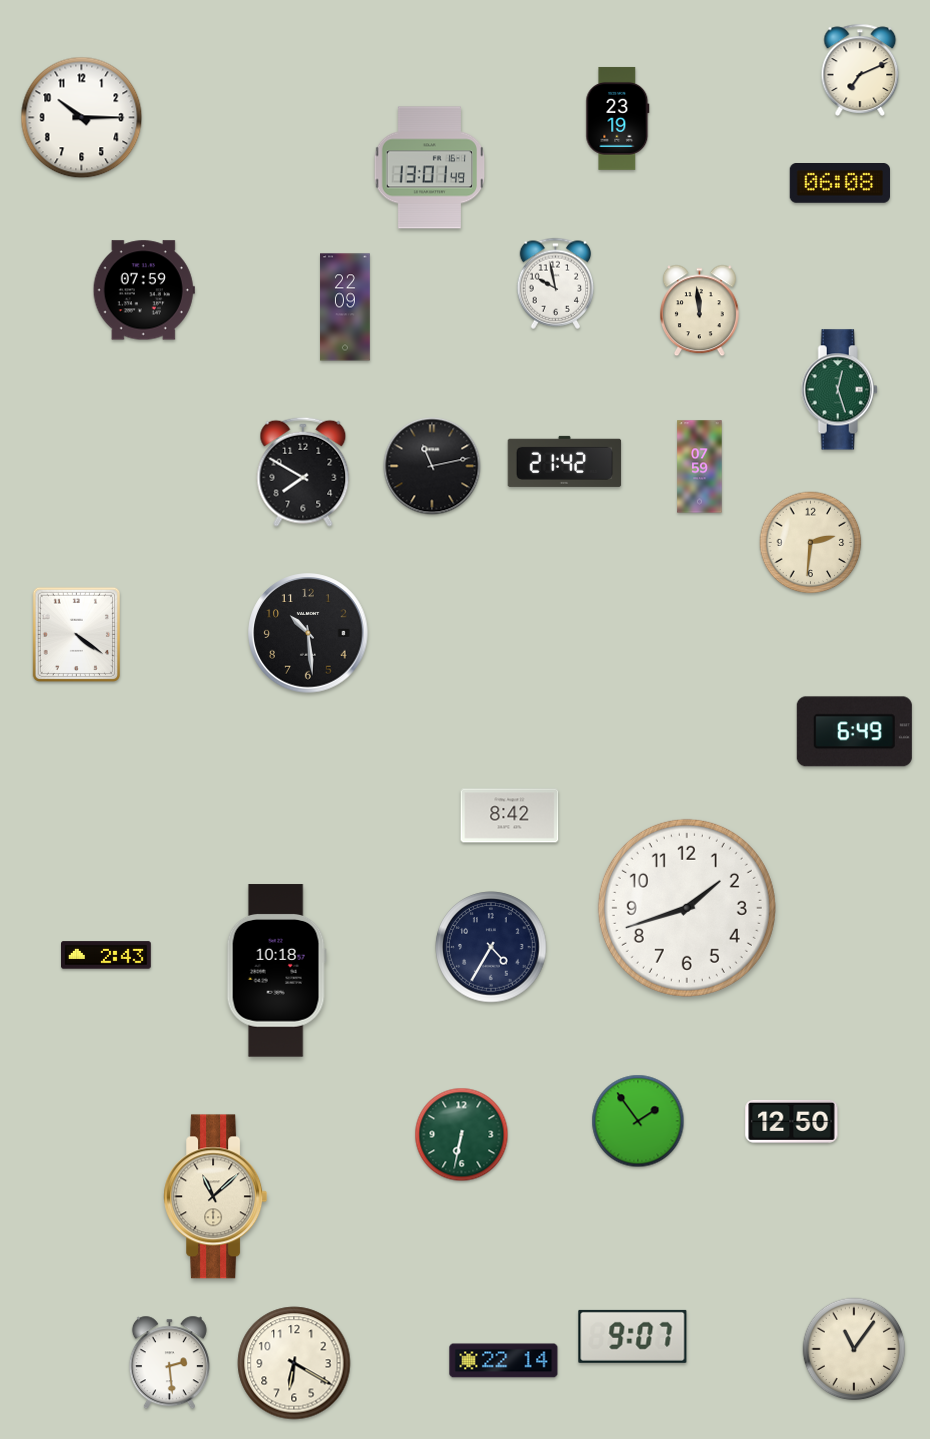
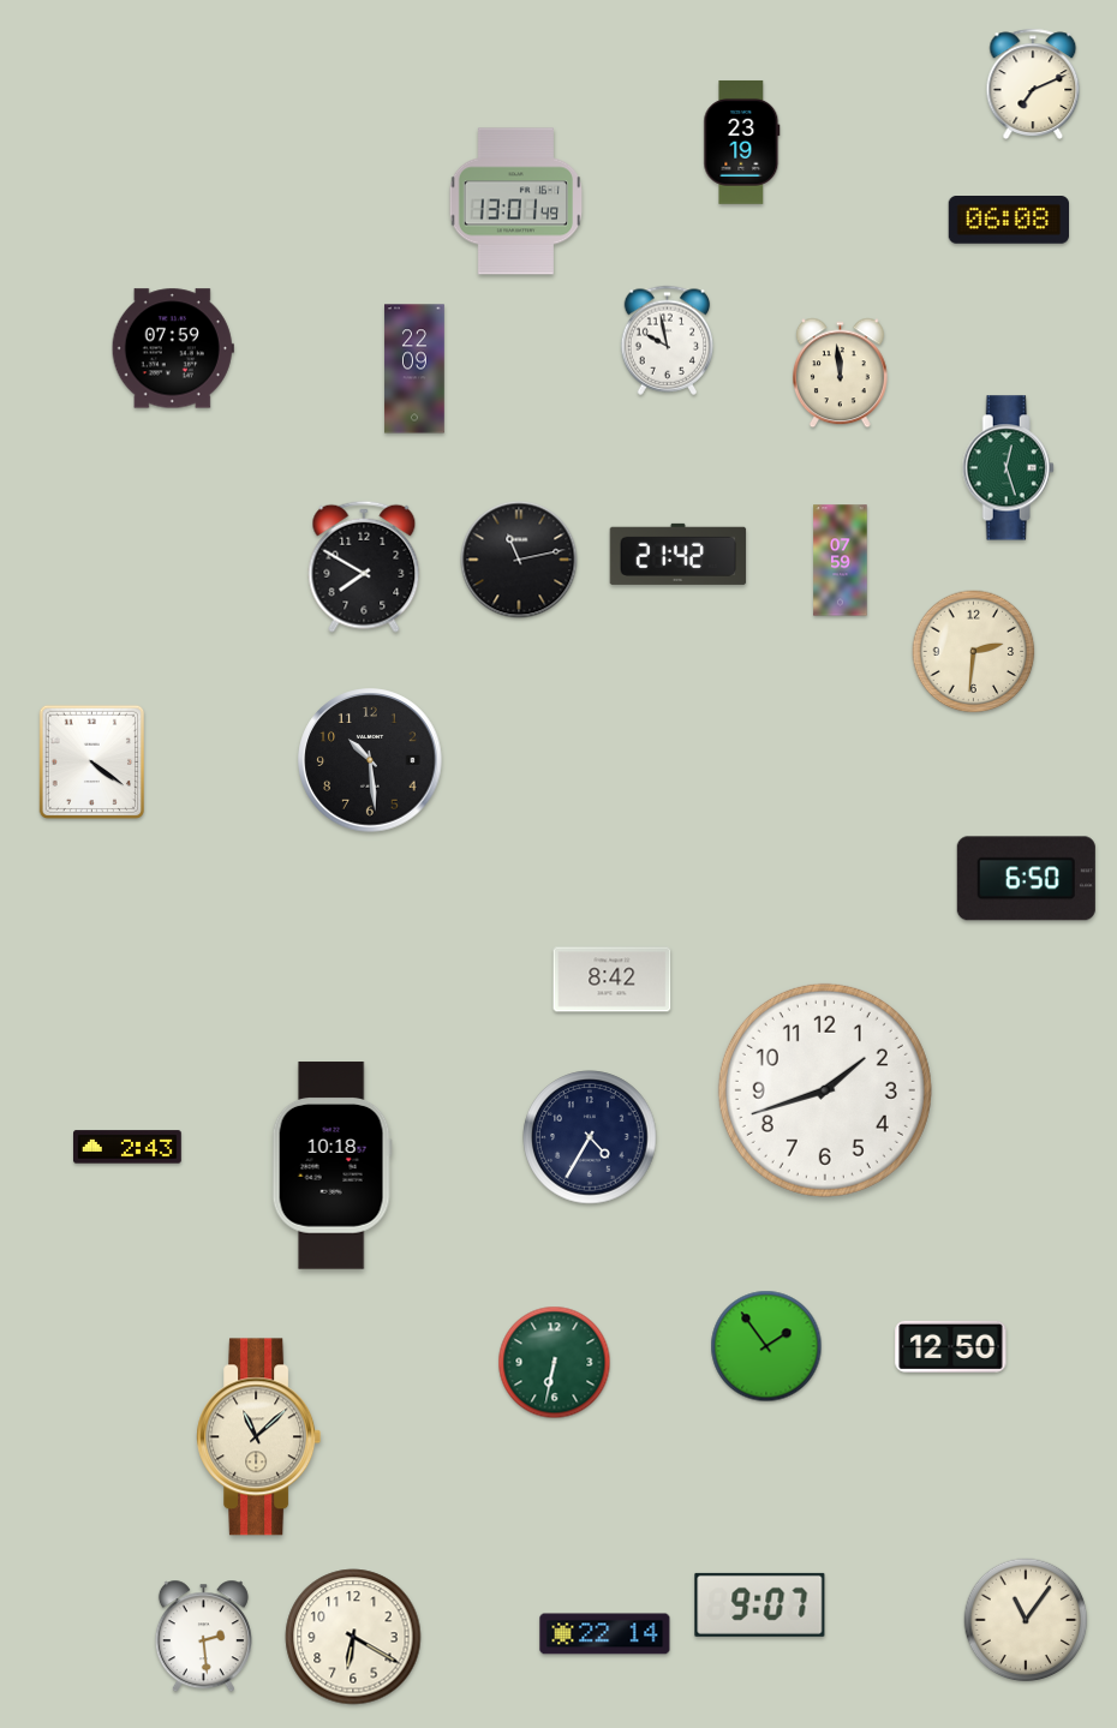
clock at (82, 118): 10:15 -> none
clock at (854, 732): 6:49 -> 6:50
